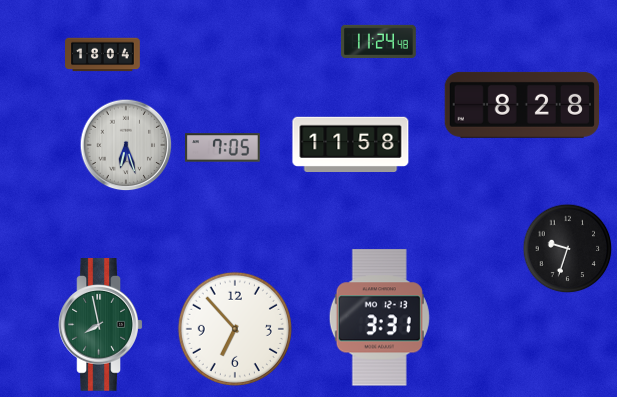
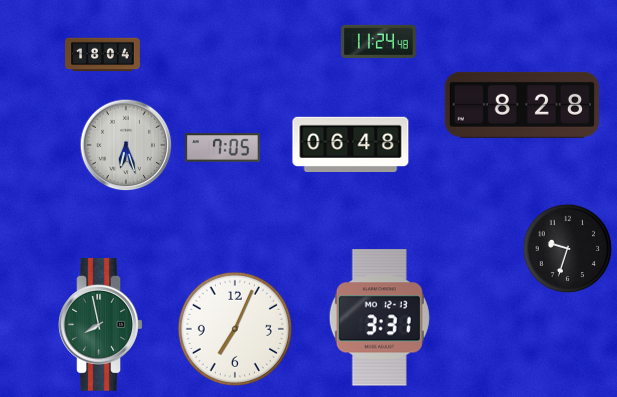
clock at (351, 144): 11:58 -> 06:48
clock at (235, 329): 6:53 -> 7:04
